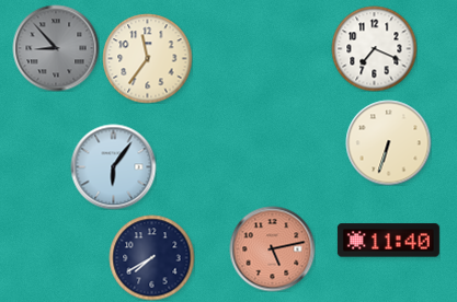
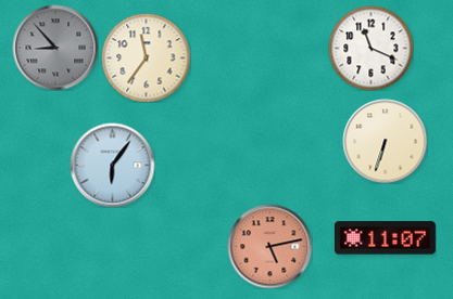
clock at (374, 48): 7:19 -> 11:19
clock at (388, 241): 11:40 -> 11:07
clock at (151, 257): 7:40 -> none
